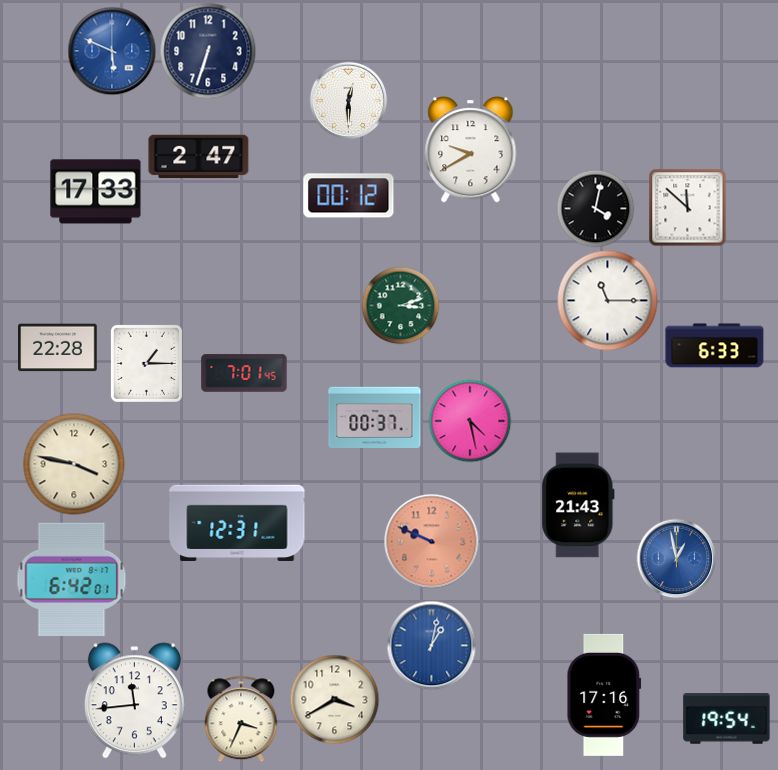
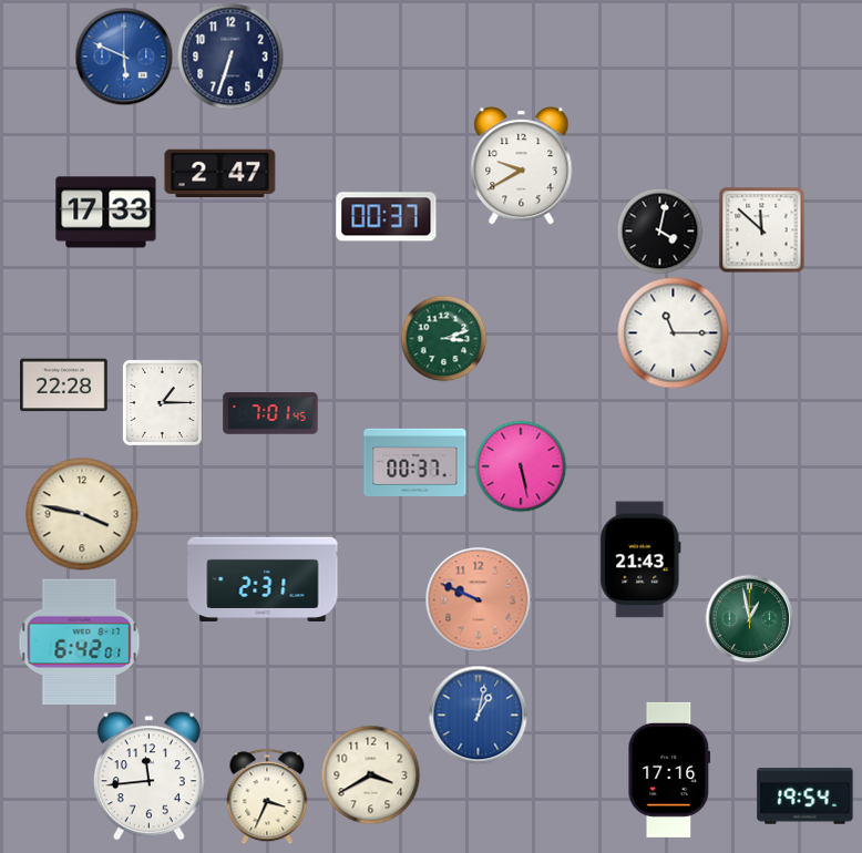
clock at (348, 100): 12:30 -> none
clock at (349, 196): 00:12 -> 00:37
clock at (715, 346): 6:33 -> none
clock at (470, 421): 4:28 -> 5:28
clock at (237, 522): 12:31 -> 2:31
clock at (676, 558) dial: blue -> green
